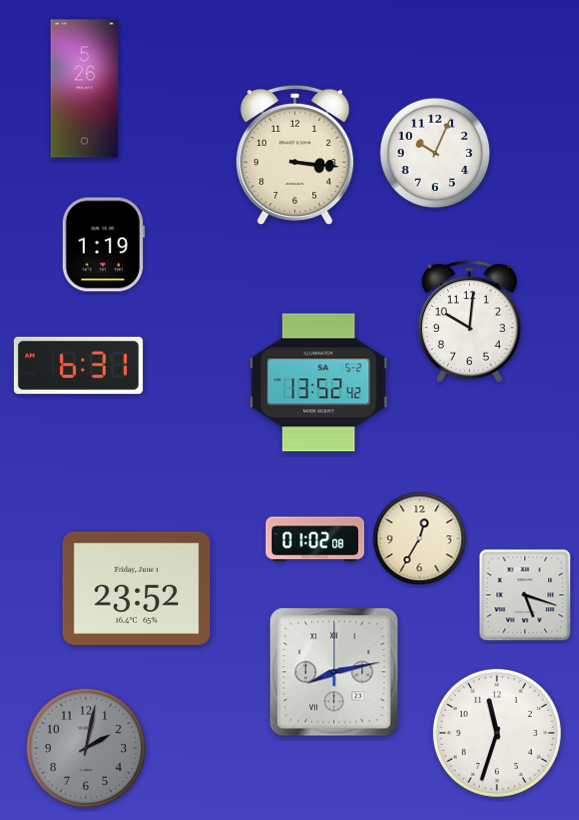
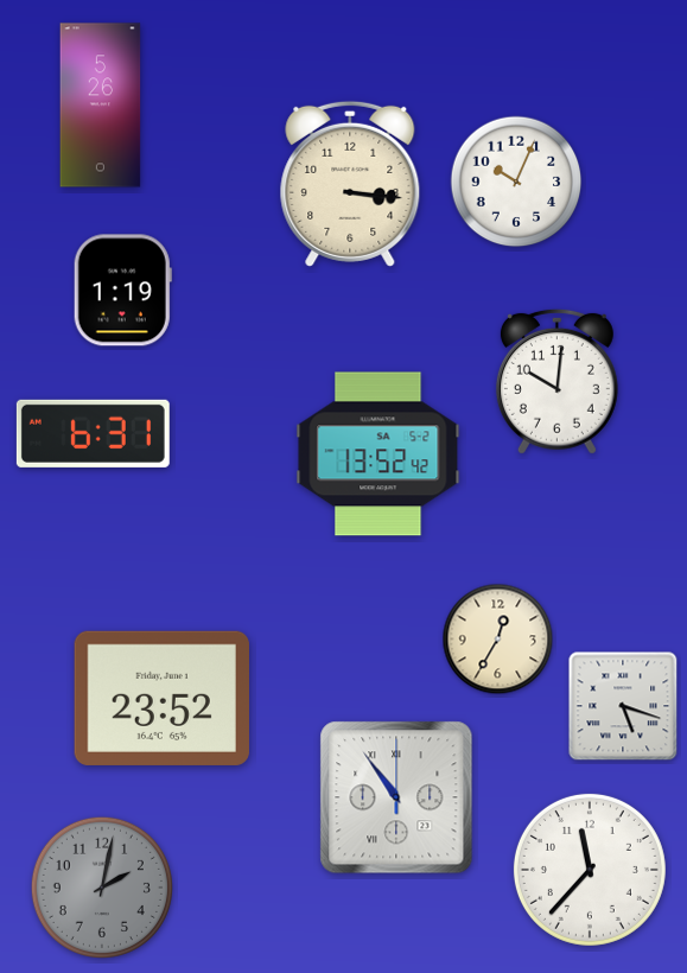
clock at (315, 539): 01:02 -> none
clock at (334, 672): 8:13 -> 10:54
clock at (497, 733): 11:33 -> 11:37
